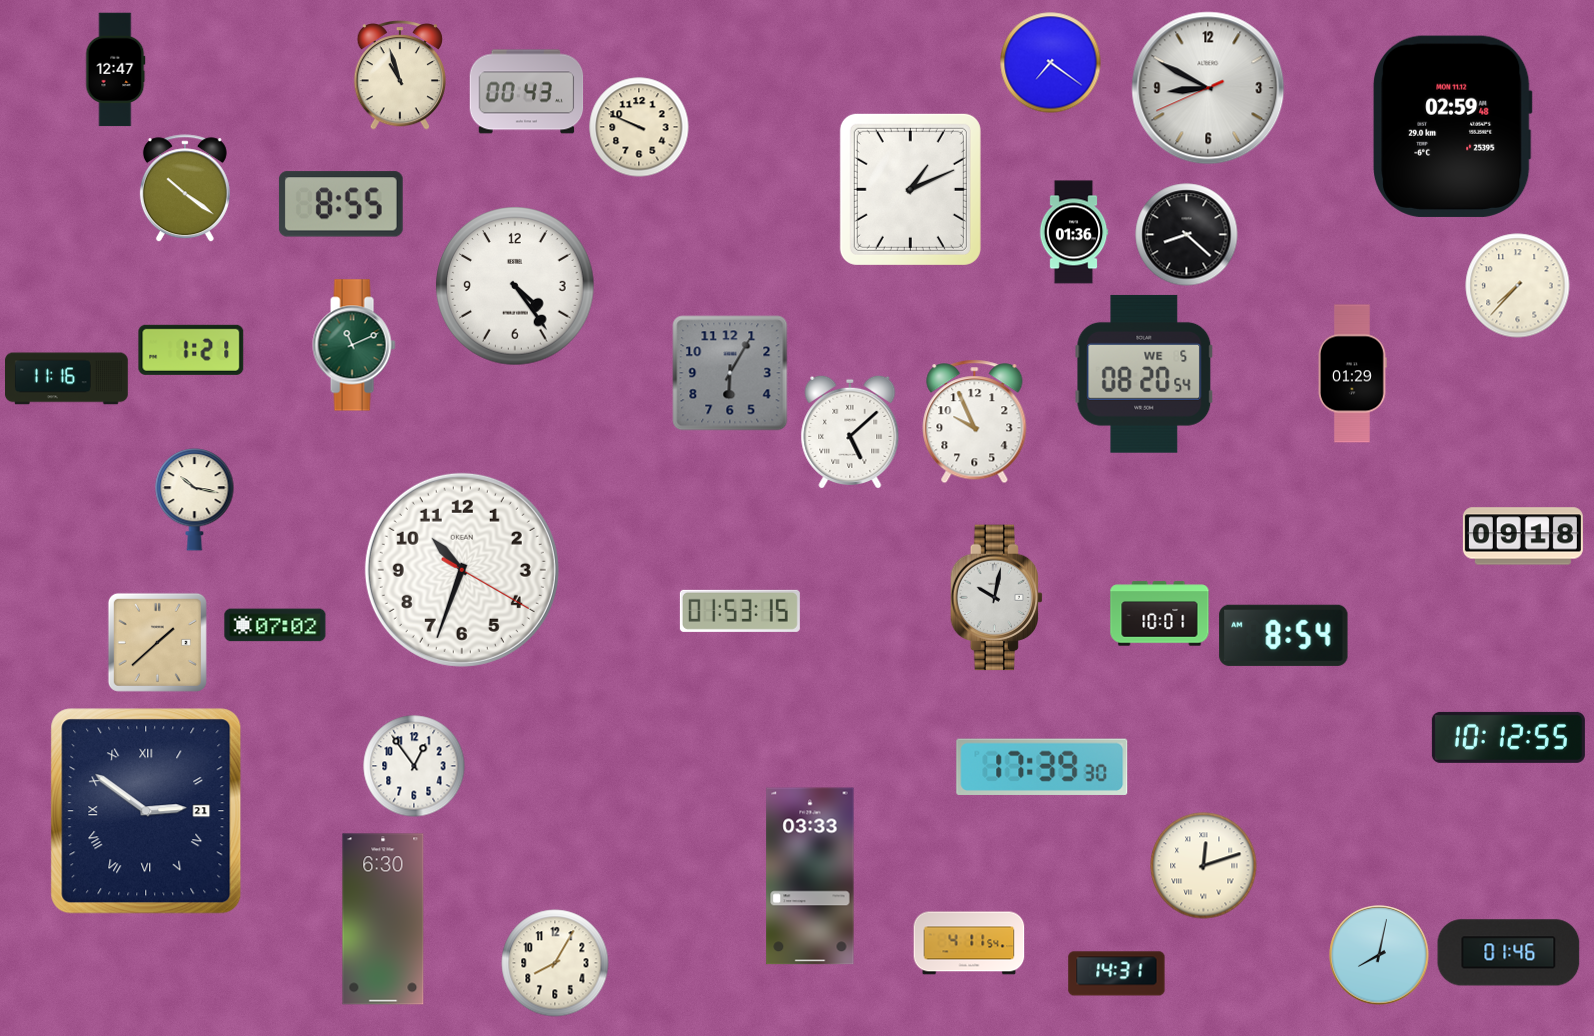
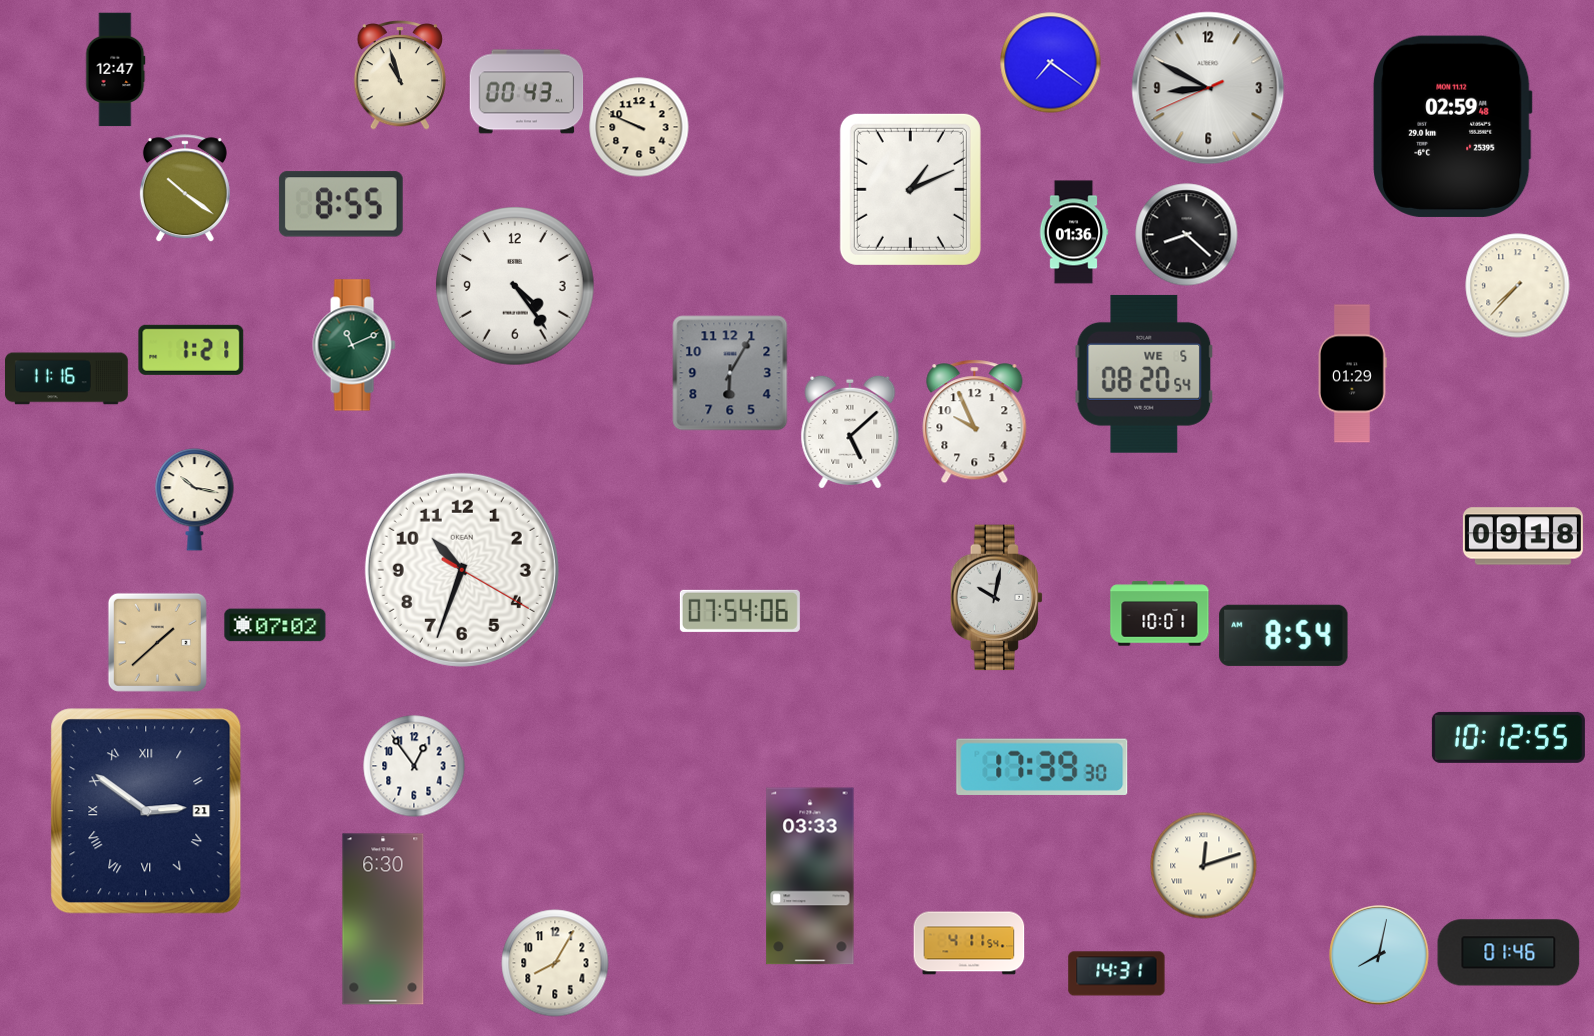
clock at (740, 611): 01:53 -> 07:54
